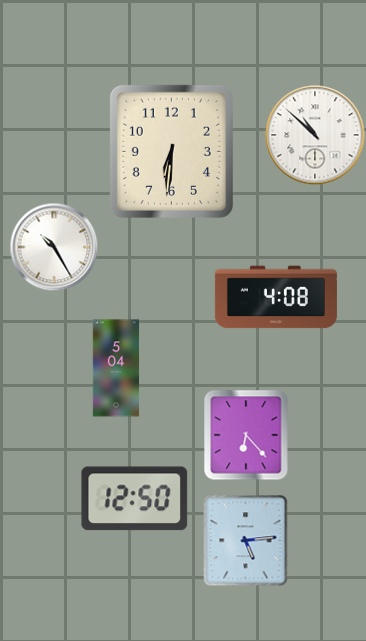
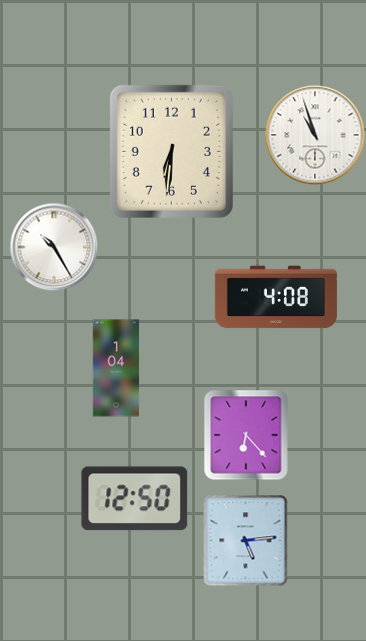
clock at (315, 135): 10:52 -> 10:57
clock at (116, 368): 5:04 -> 1:04
